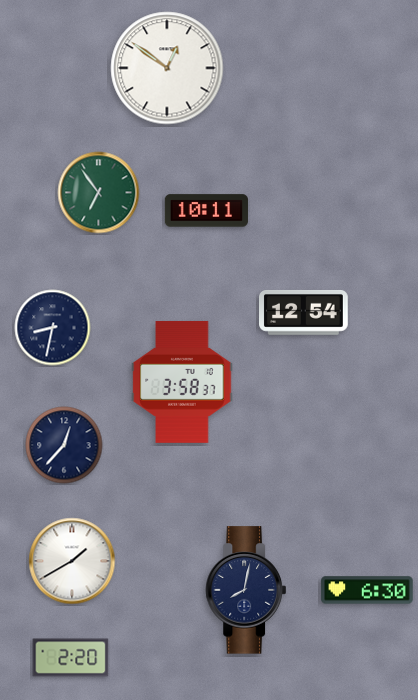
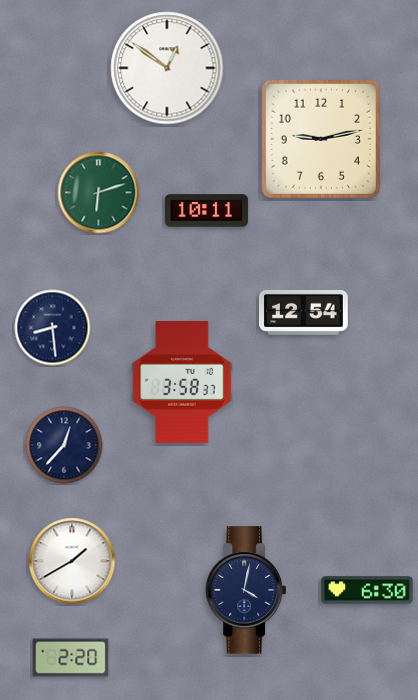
clock at (321, 139): none -> 9:13
clock at (99, 193): 6:54 -> 6:12
clock at (53, 328): 8:32 -> 8:29
clock at (246, 590): 8:02 -> 4:02
